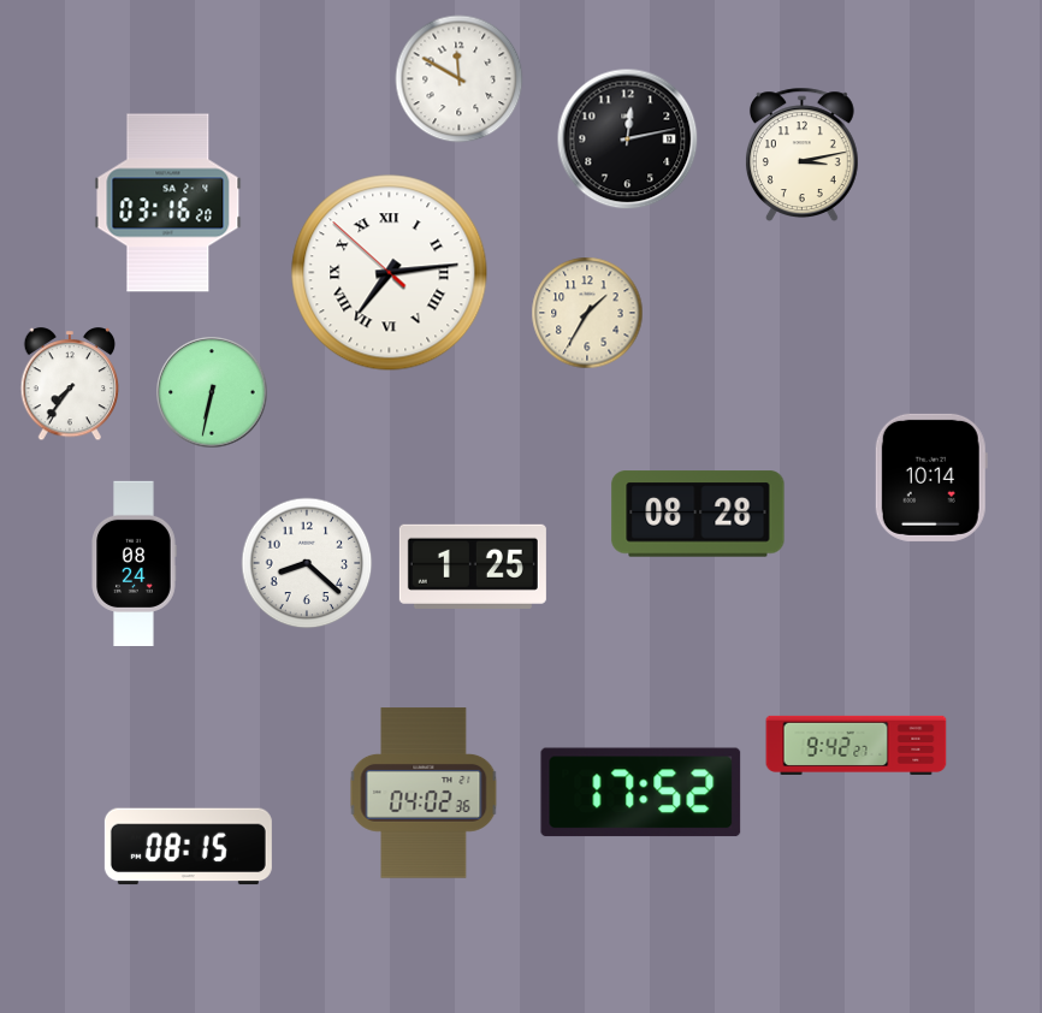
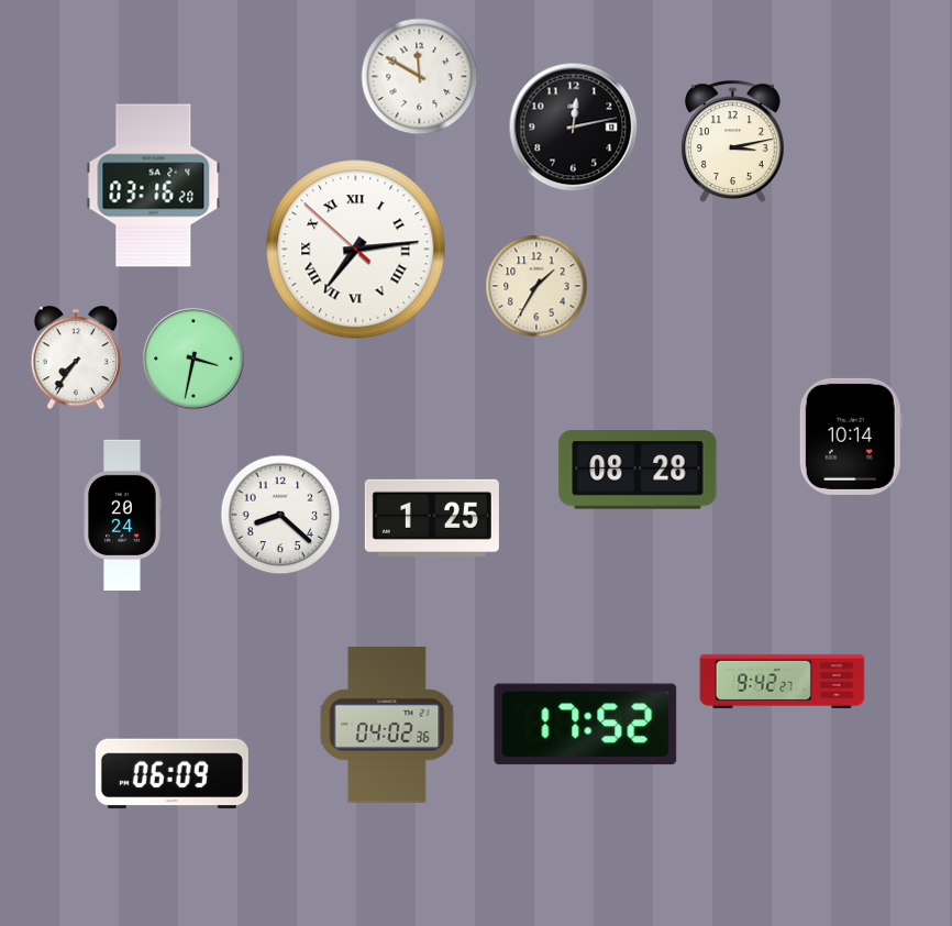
clock at (460, 79) position: (460, 79) -> (420, 77)
clock at (70, 385) position: (70, 385) -> (76, 359)
clock at (212, 392): 6:32 -> 3:32
clock at (134, 563): 08:24 -> 20:24
clock at (188, 847): 08:15 -> 06:09
